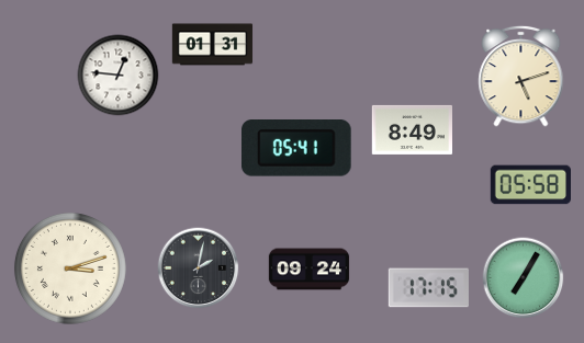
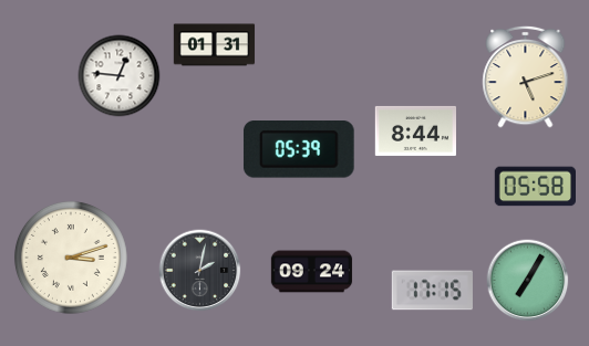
clock at (412, 129): 8:49 -> 8:44
clock at (296, 149): 05:41 -> 05:39
clock at (70, 268) position: (70, 268) -> (71, 258)
